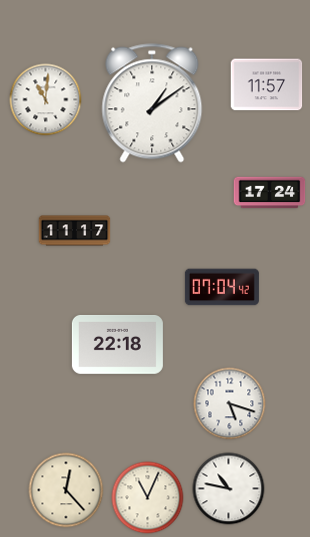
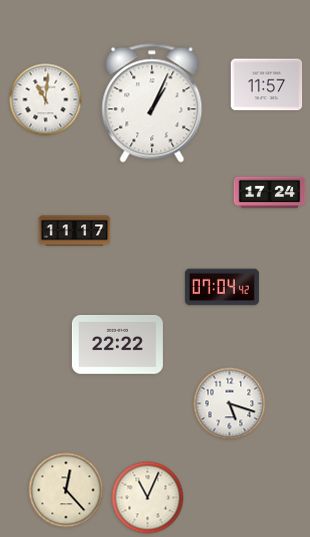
clock at (152, 103): 1:09 -> 1:04
clock at (117, 344): 22:18 -> 22:22
clock at (229, 489): 10:47 -> none
